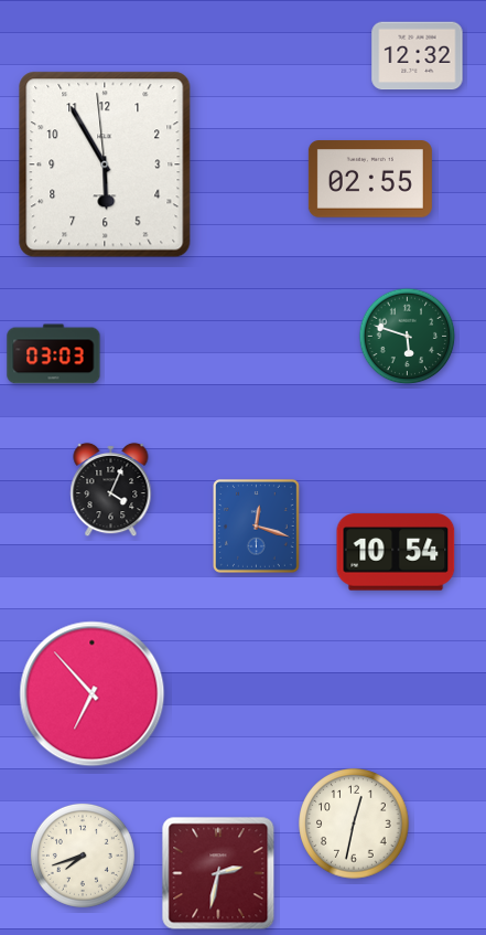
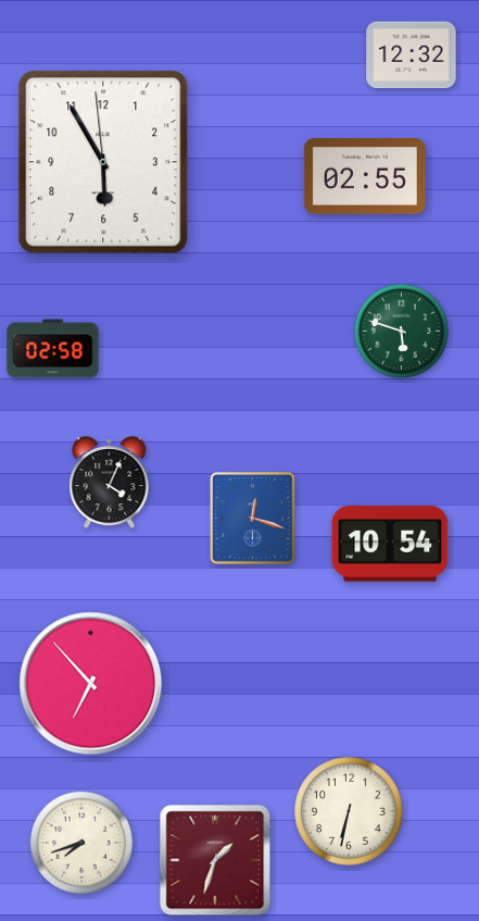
clock at (54, 354): 03:03 -> 02:58
clock at (354, 824): 12:32 -> 6:32
clock at (218, 873): 2:32 -> 1:33
